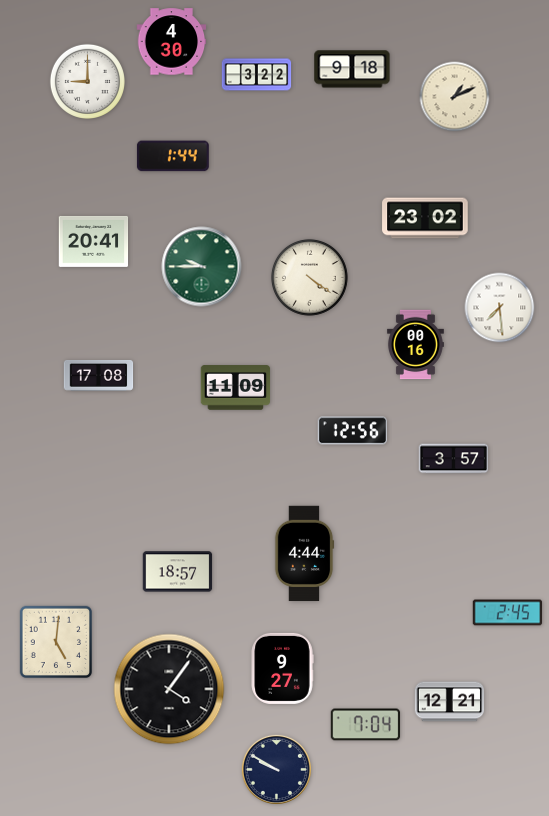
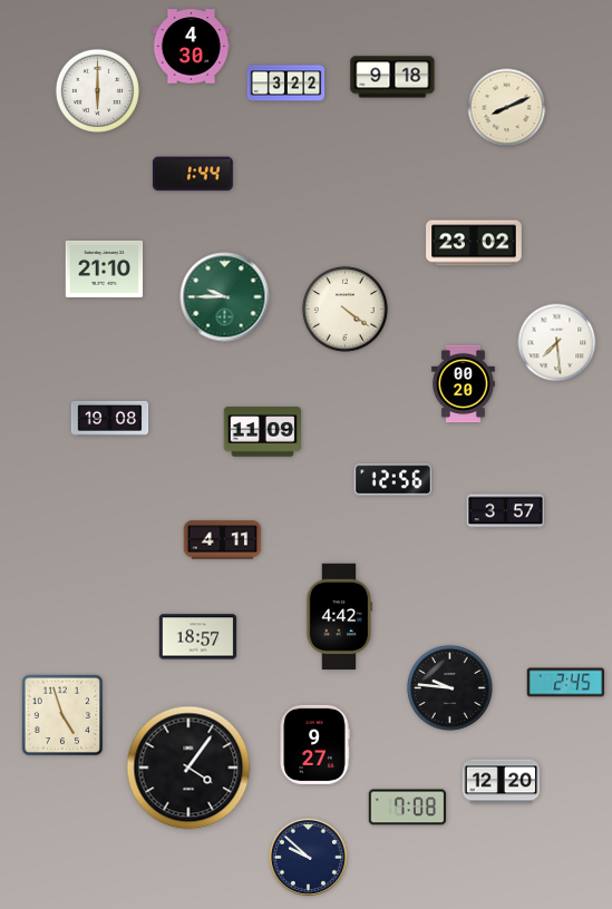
clock at (87, 81): 9:00 -> 6:00
clock at (455, 97): 1:11 -> 8:11
clock at (94, 241): 20:41 -> 21:10
clock at (415, 345): 00:16 -> 00:20
clock at (99, 376): 17:08 -> 19:08
clock at (223, 540): none -> 4:11
clock at (304, 554): 4:44 -> 4:42
clock at (449, 687): none -> 9:46
clock at (56, 642): 5:01 -> 4:57
clock at (450, 702): 12:21 -> 12:20
clock at (366, 725): 7:04 -> 7:08
clock at (276, 769): 9:50 -> 9:52
